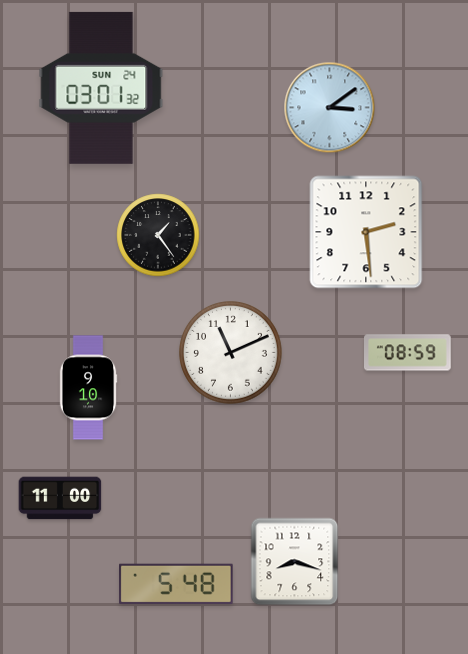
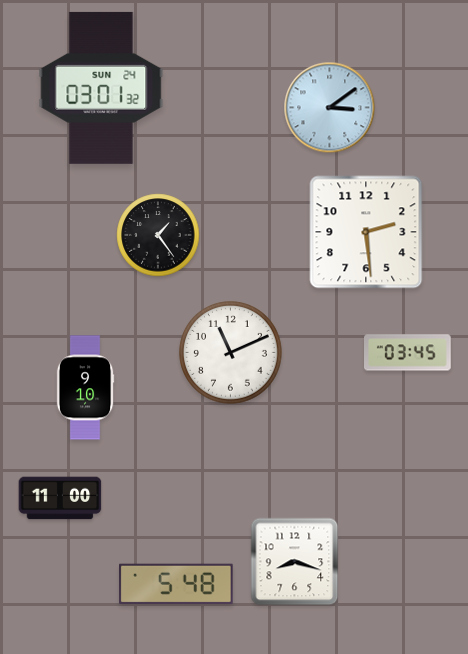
clock at (408, 353): 08:59 -> 03:45
clock at (88, 388) position: (88, 388) -> (85, 388)
